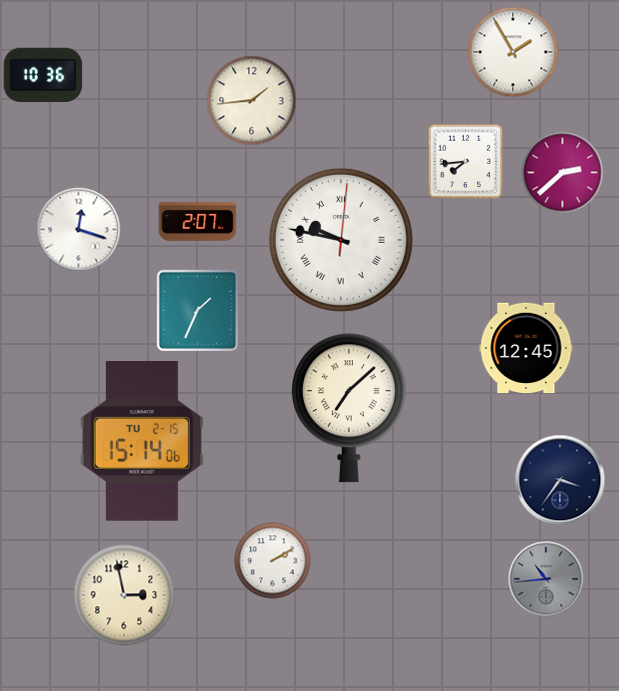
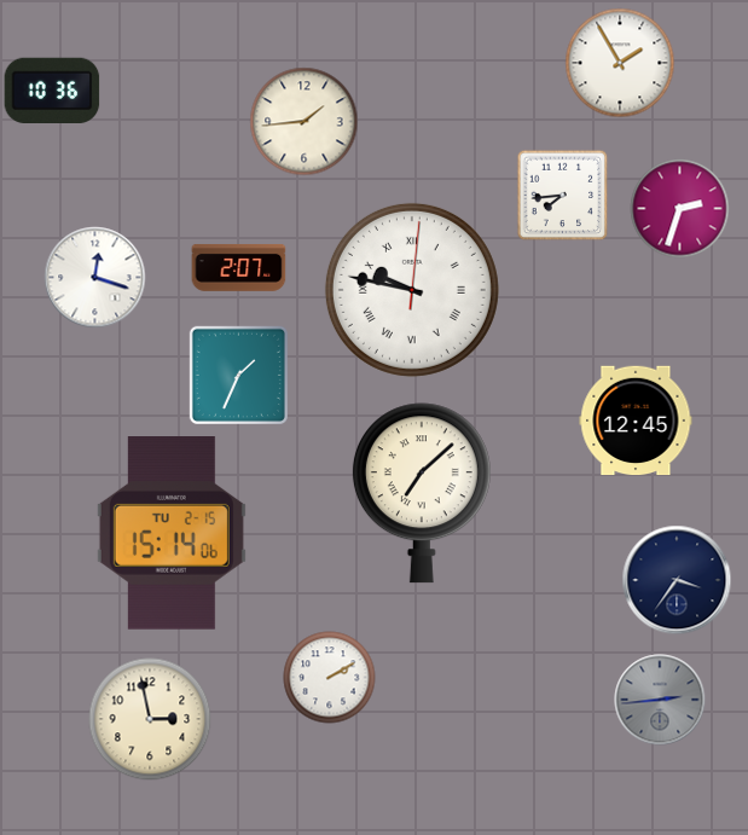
clock at (563, 173): 2:38 -> 2:33
clock at (546, 579): 10:44 -> 2:44
